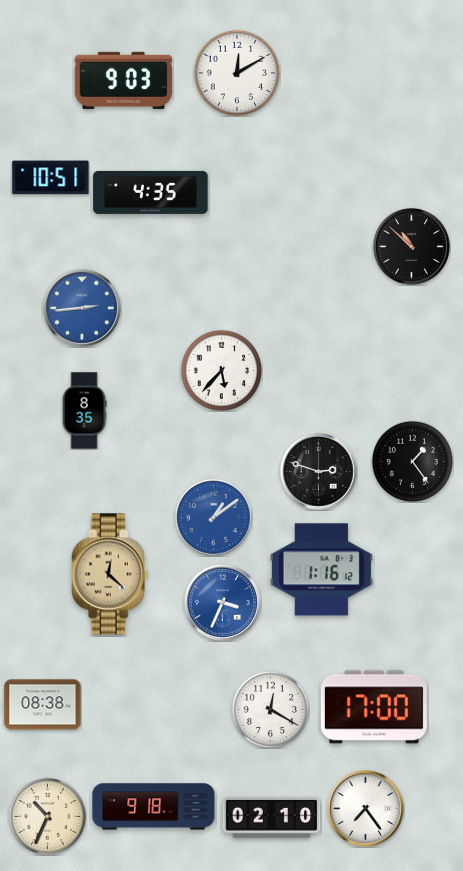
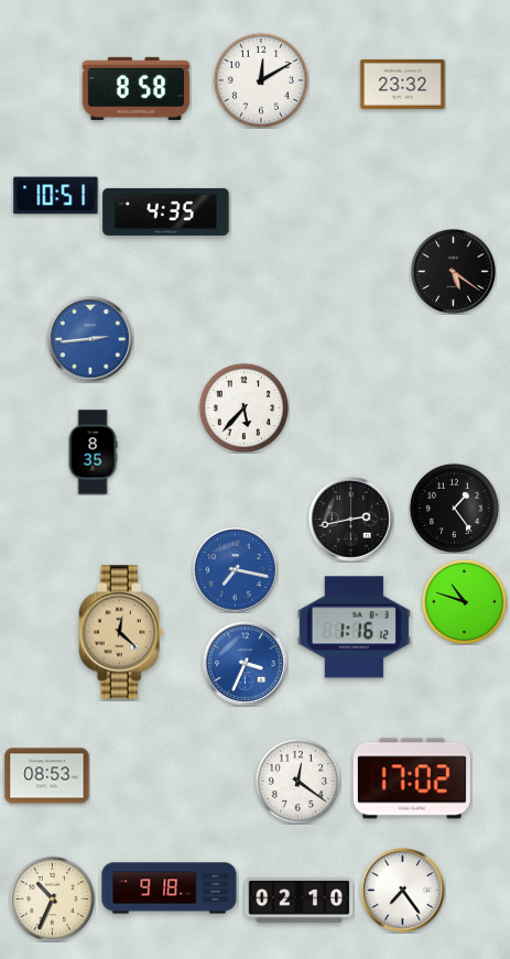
clock at (403, 84): none -> 23:32
clock at (124, 80): 9:03 -> 8:58
clock at (412, 247): 10:52 -> 5:21
clock at (319, 472): 2:48 -> 2:43
clock at (214, 518): 1:09 -> 7:17
clock at (464, 601): none -> 10:48
clock at (43, 705): 08:38 -> 08:53
clock at (374, 707): 17:00 -> 17:02
clock at (270, 709): 12:20 -> 12:21
